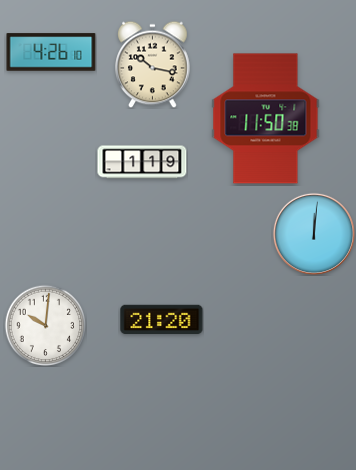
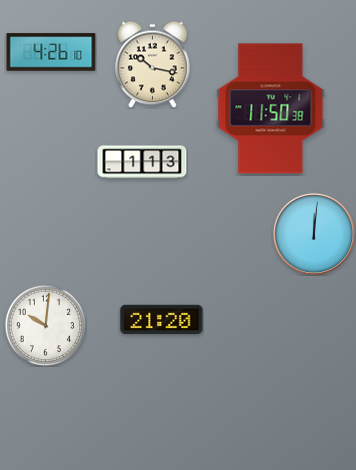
clock at (266, 119) position: (266, 119) -> (271, 109)
clock at (142, 162): 1:19 -> 1:13
